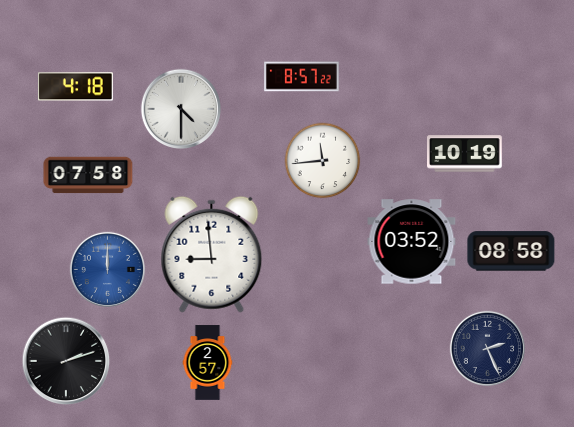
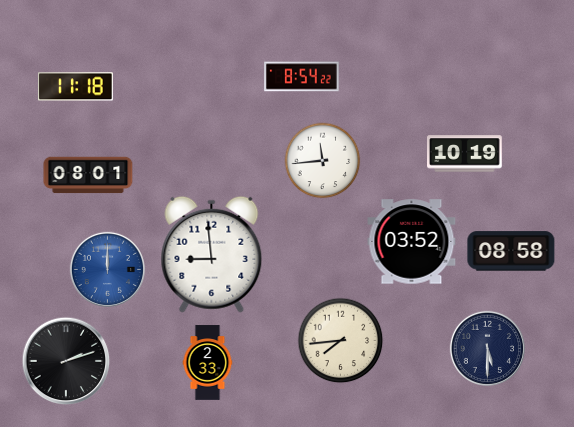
clock at (302, 77): 8:57 -> 8:54
clock at (76, 87): 4:18 -> 11:18
clock at (180, 108): 4:30 -> none
clock at (88, 175): 07:58 -> 08:01
clock at (341, 341): none -> 7:44
clock at (487, 348): 2:26 -> 5:30
clock at (208, 363): 2:57 -> 2:33
